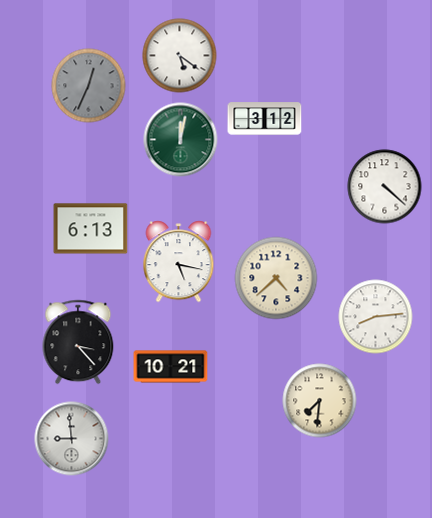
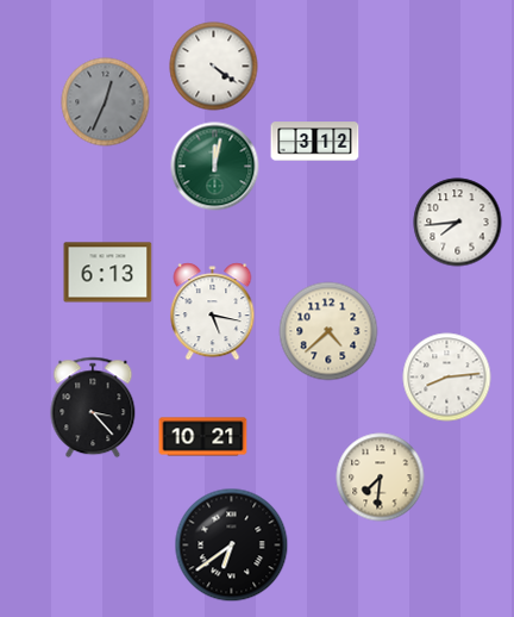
clock at (180, 56): 5:21 -> 4:21
clock at (385, 187): 4:22 -> 7:44
clock at (72, 439): 8:59 -> none
clock at (232, 546): none -> 6:39
